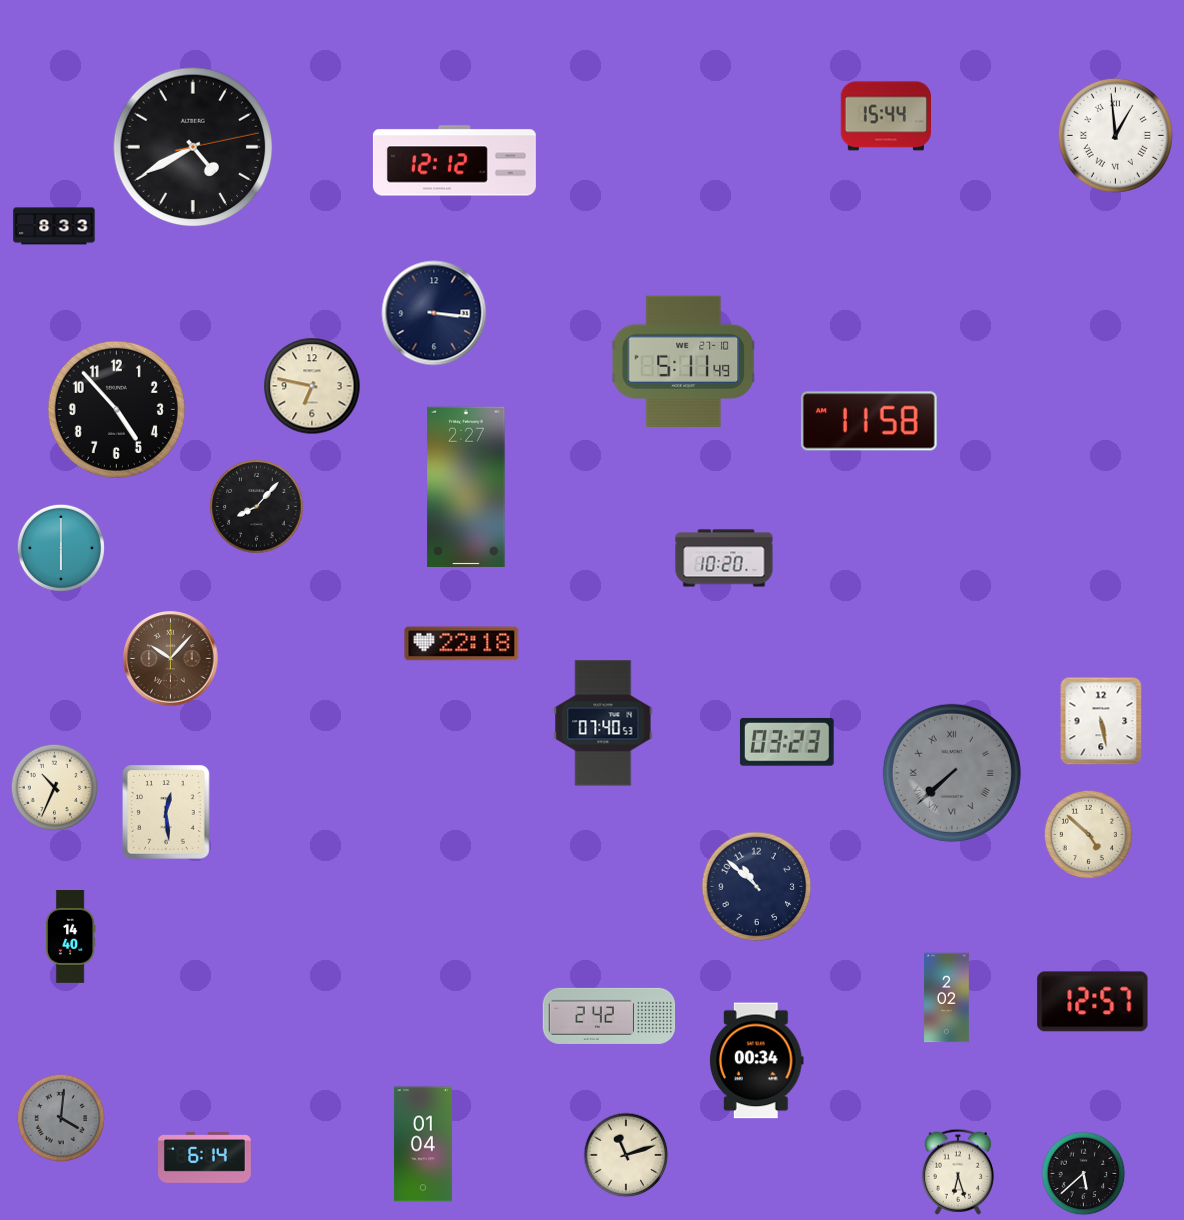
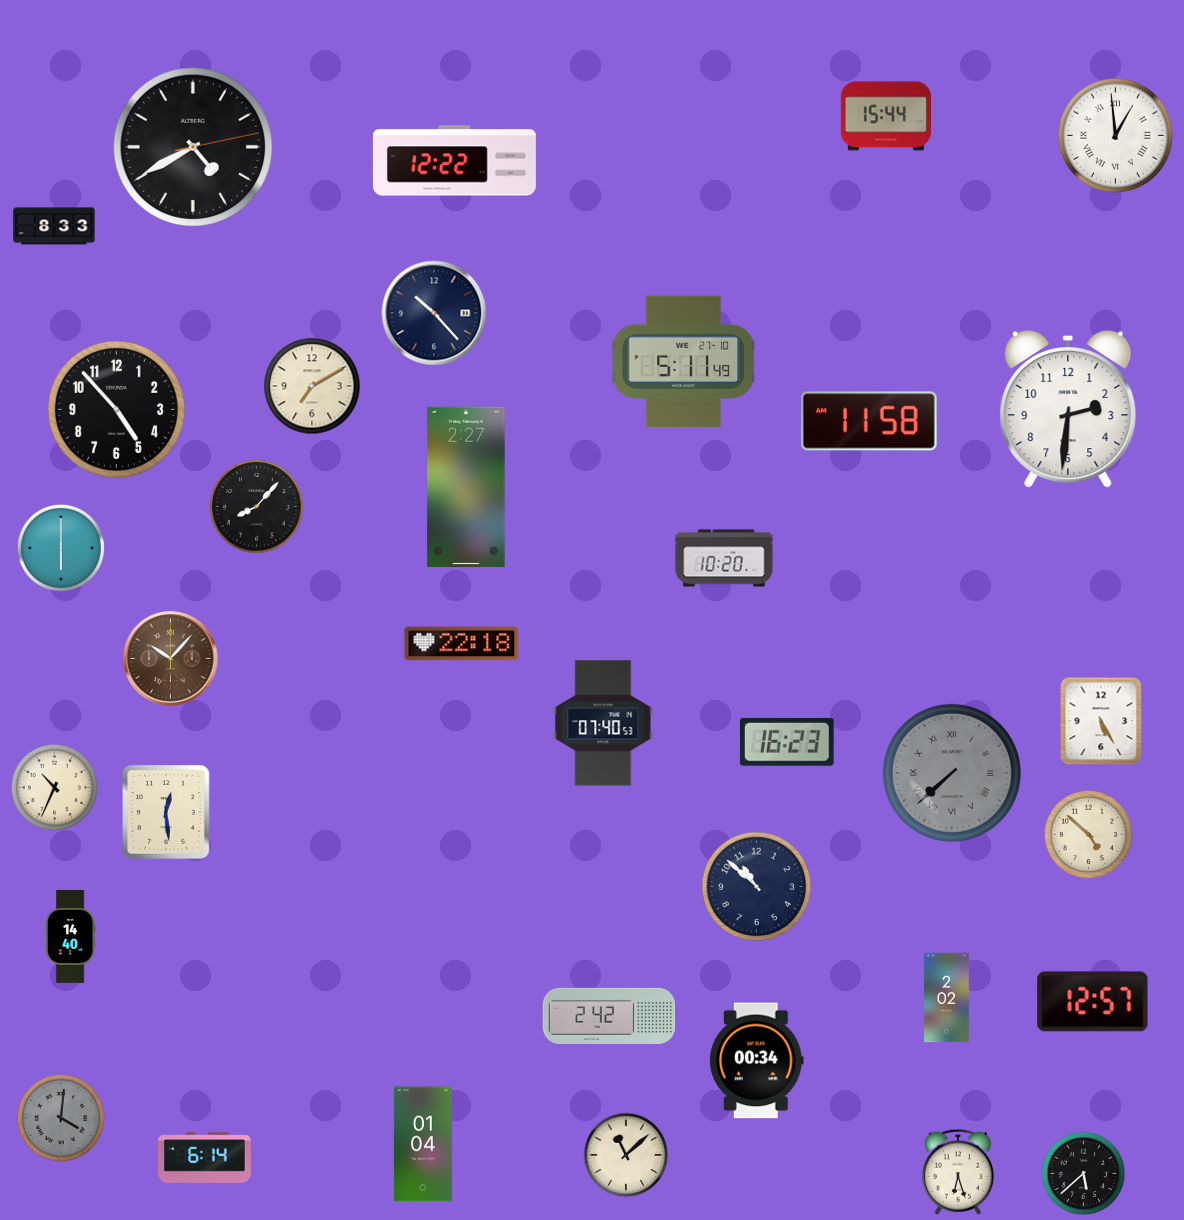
clock at (454, 161): 12:12 -> 12:22
clock at (434, 313): 3:16 -> 10:23
clock at (312, 386): 6:47 -> 7:10
clock at (1068, 409): none -> 2:31
clock at (1101, 721): 5:28 -> 5:25
clock at (787, 742): 03:23 -> 16:23
clock at (626, 1155): 11:12 -> 11:08
